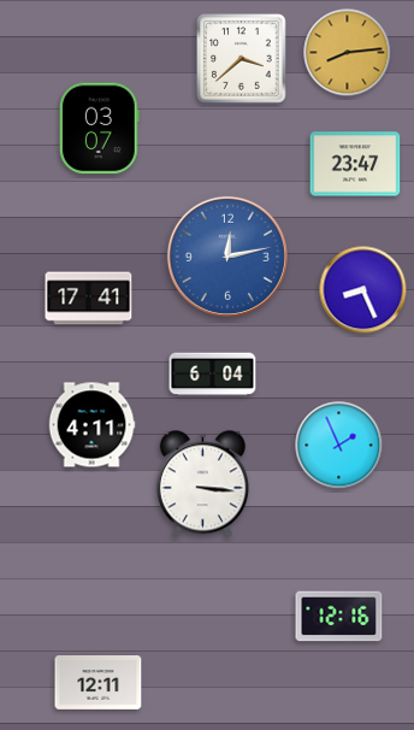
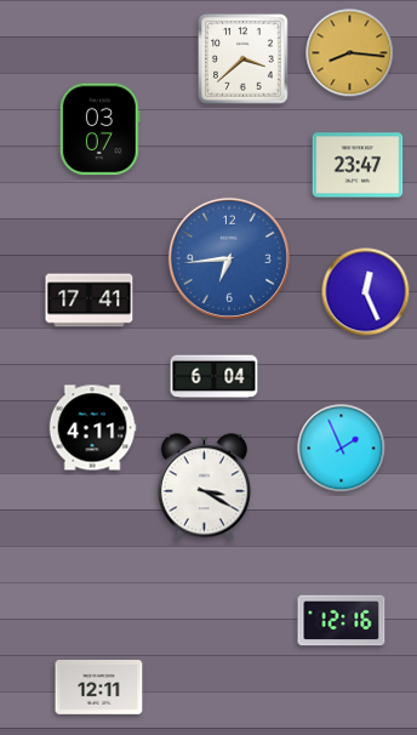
clock at (348, 53): 8:14 -> 8:16
clock at (227, 257): 12:13 -> 6:44
clock at (363, 290): 8:26 -> 12:26
clock at (202, 484): 3:16 -> 3:20
